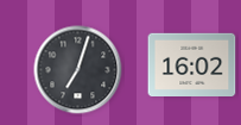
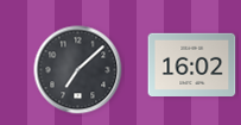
clock at (78, 70): 7:03 -> 7:08
